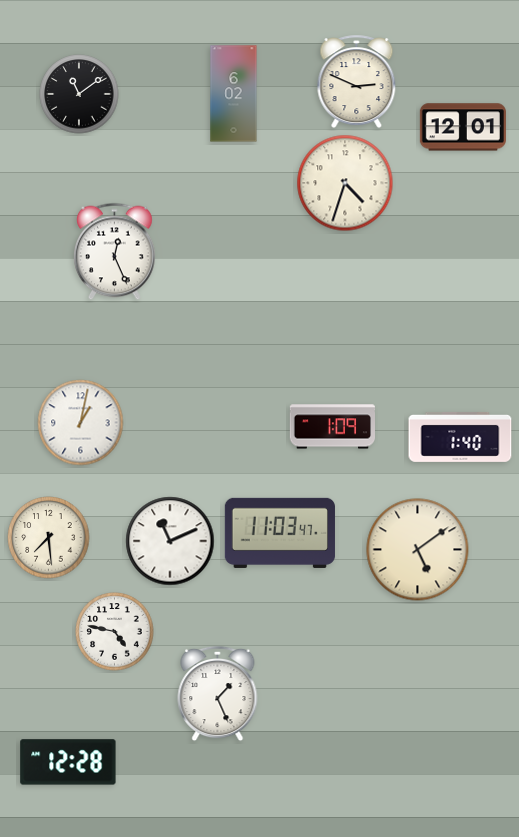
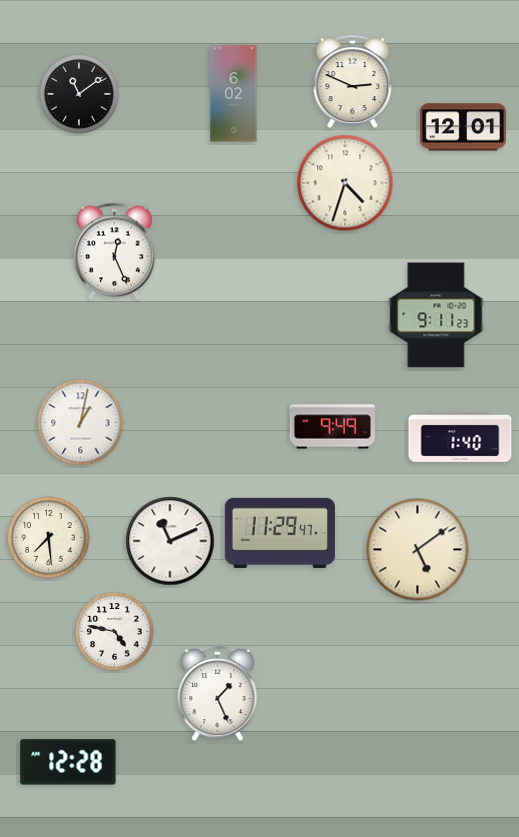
clock at (357, 82) position: (357, 82) -> (353, 82)
clock at (436, 315): none -> 9:11
clock at (332, 427): 1:09 -> 9:49
clock at (280, 533): 11:03 -> 11:29
